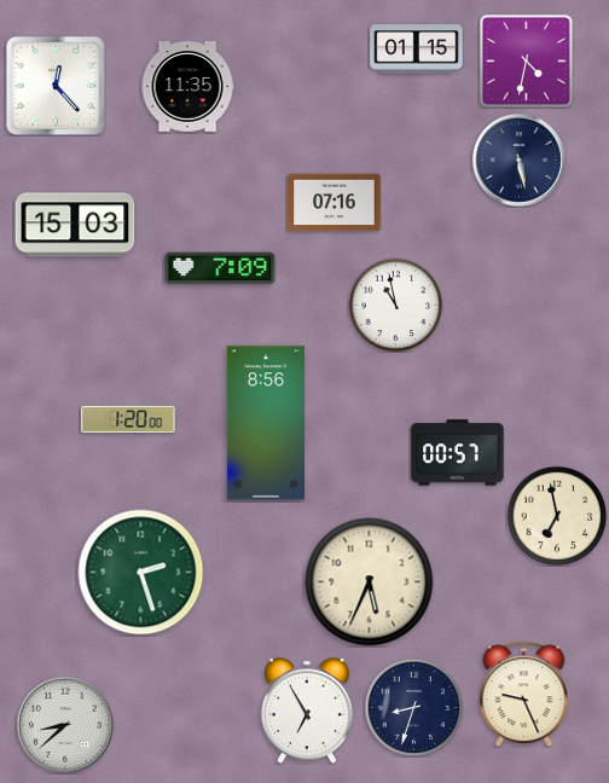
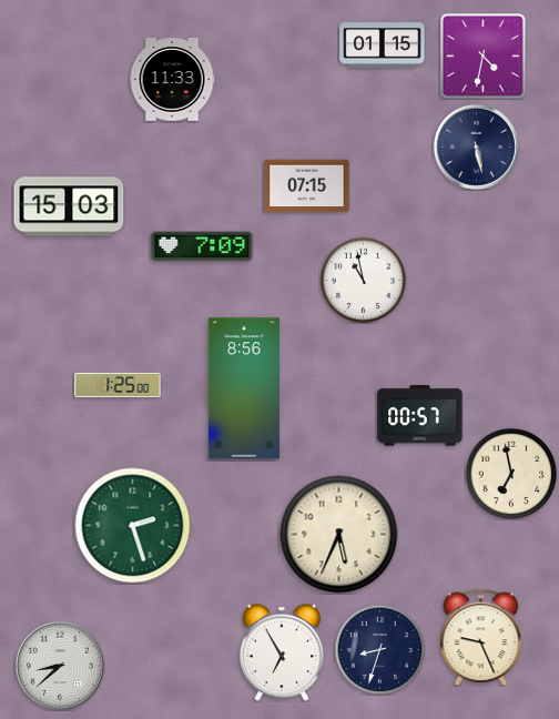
clock at (56, 86): 12:23 -> none
clock at (187, 87): 11:35 -> 11:33
clock at (335, 203): 07:16 -> 07:15
clock at (128, 419): 1:20 -> 1:25
clock at (141, 573) position: (141, 573) -> (133, 526)
